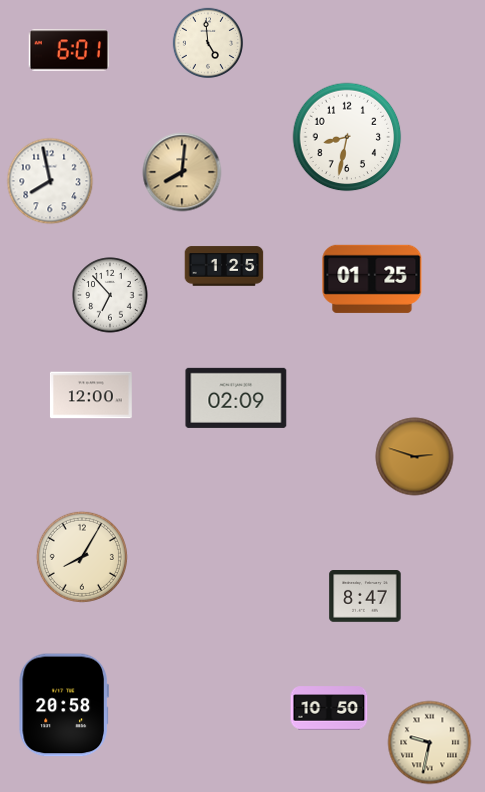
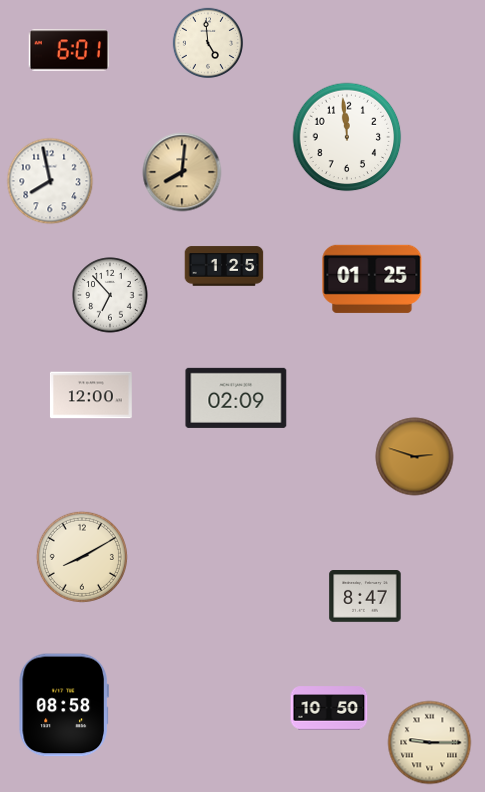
clock at (347, 137): 8:32 -> 11:59
clock at (82, 557): 8:05 -> 8:10
clock at (63, 705): 20:58 -> 08:58
clock at (430, 743): 9:32 -> 9:15
